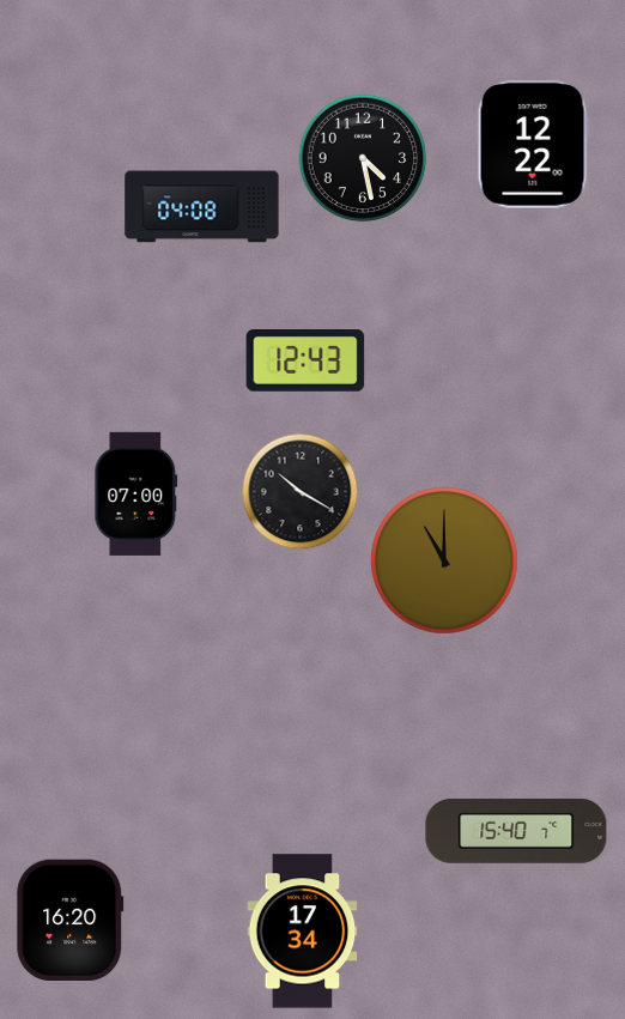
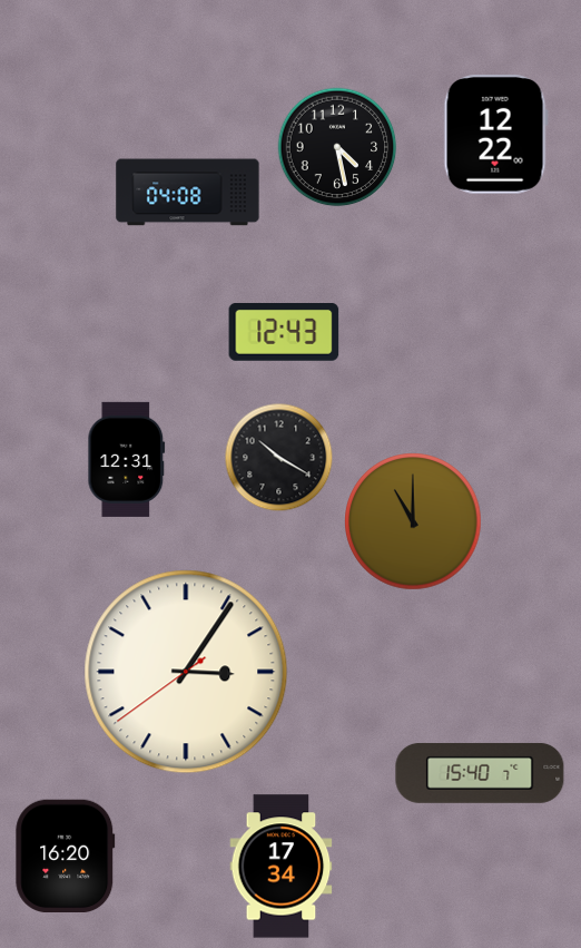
clock at (305, 362) position: (305, 362) -> (284, 333)
clock at (136, 493): 07:00 -> 12:31
clock at (186, 672): none -> 3:05
